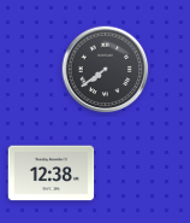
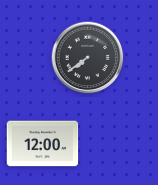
clock at (52, 174): 12:38 -> 12:00
